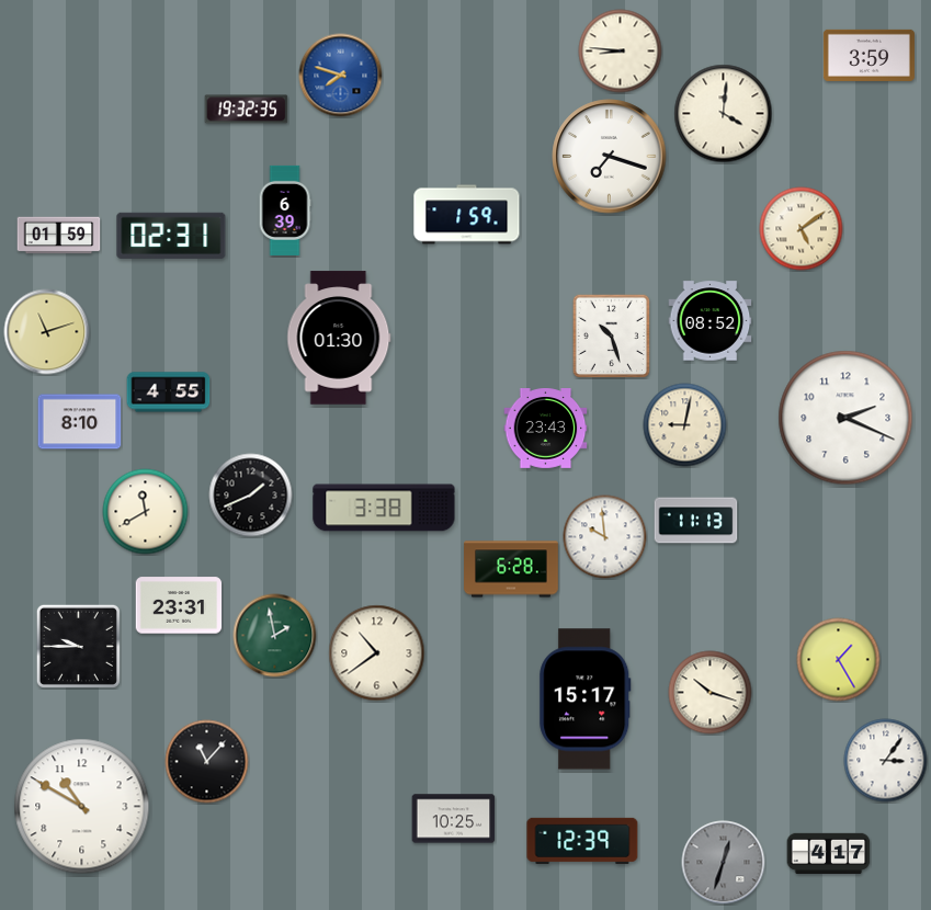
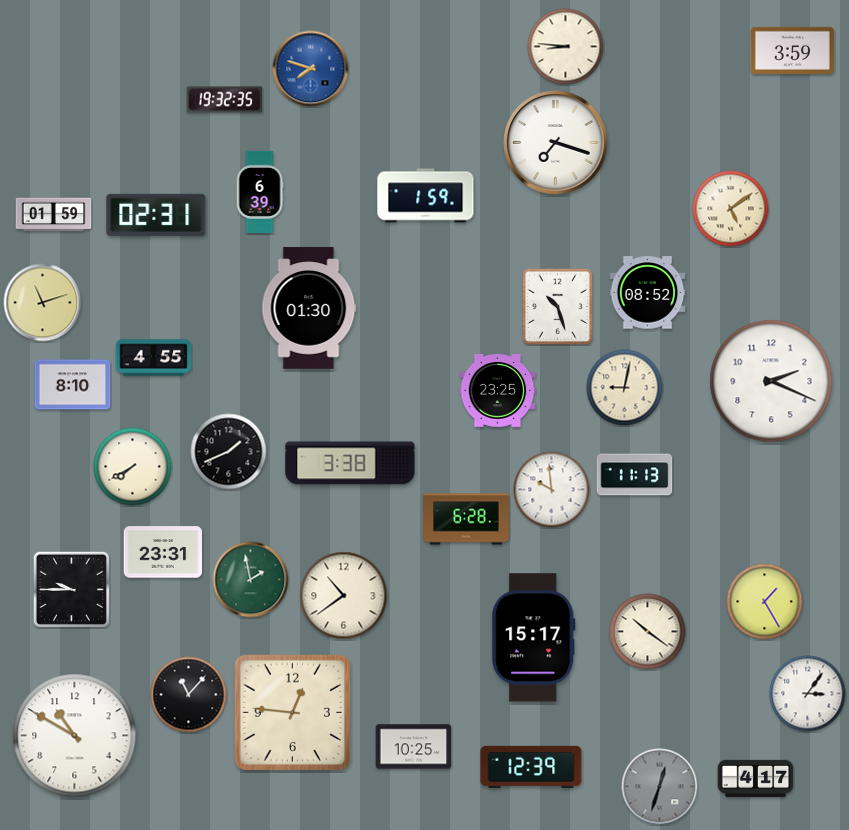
clock at (724, 114): 4:01 -> none
clock at (546, 429): 23:43 -> 23:25
clock at (146, 512): 11:40 -> 7:40
clock at (711, 693): 10:18 -> 10:21
clock at (292, 712): none -> 12:46
